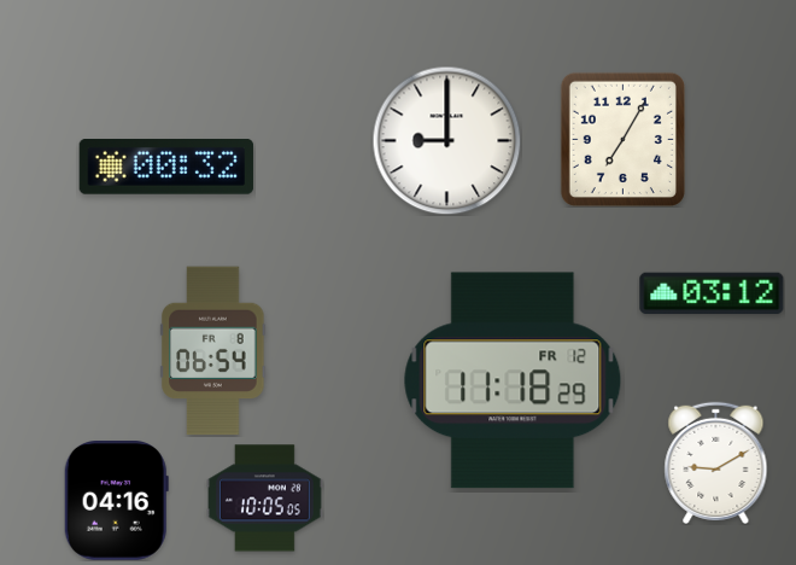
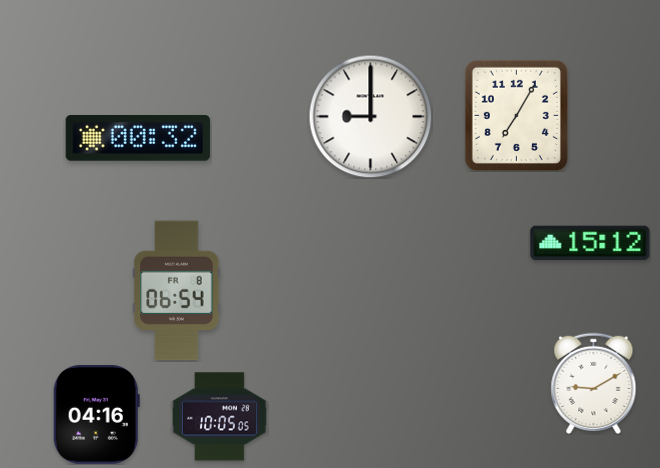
clock at (712, 293): 03:12 -> 15:12
clock at (513, 380): 11:18 -> none
clock at (264, 499) position: (264, 499) -> (219, 417)
